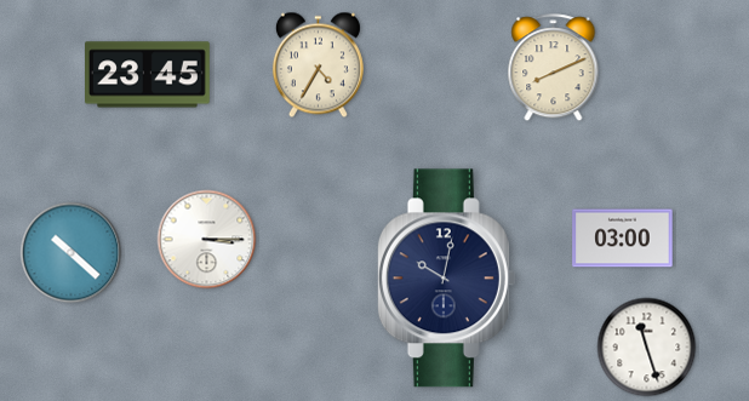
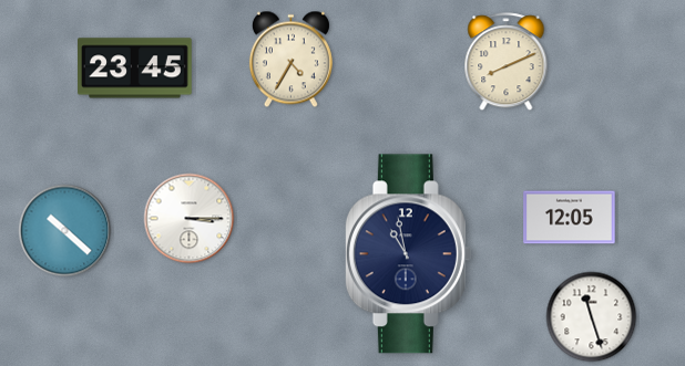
clock at (623, 239): 03:00 -> 12:05
clock at (446, 279): 10:02 -> 10:58
